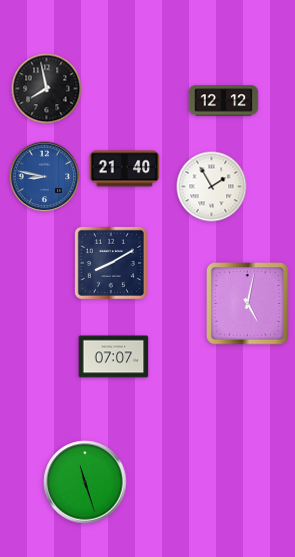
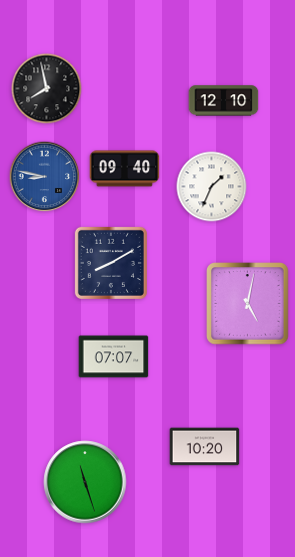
clock at (224, 101): 12:12 -> 12:10
clock at (125, 169): 21:40 -> 09:40
clock at (212, 187): 1:55 -> 1:34
clock at (205, 447): none -> 10:20
